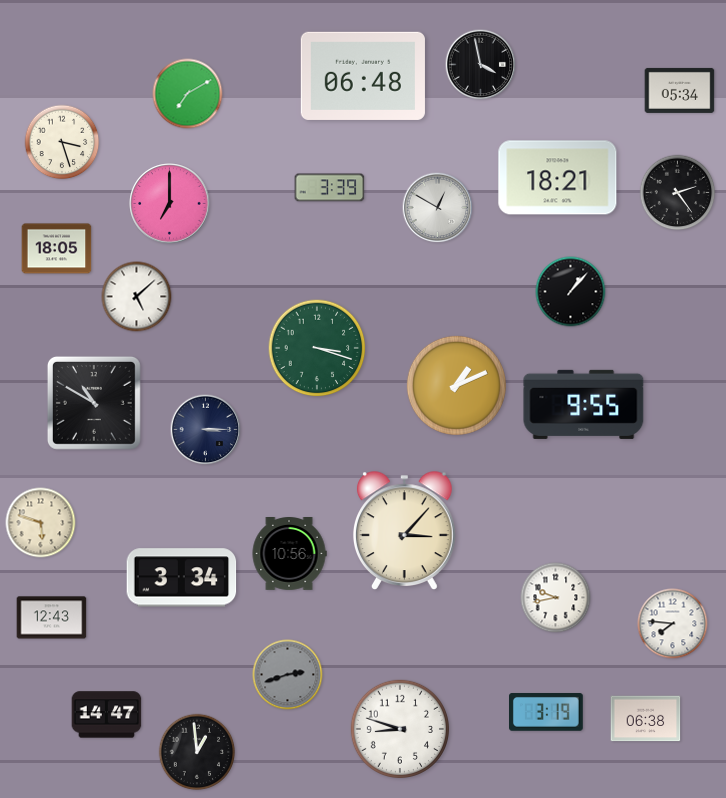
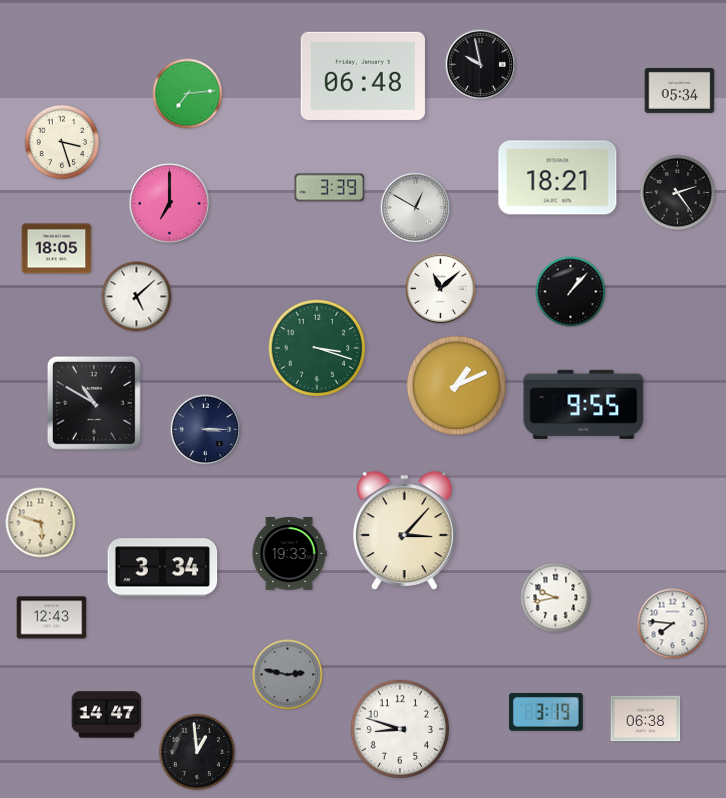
clock at (481, 65): 3:58 -> 9:58
clock at (188, 94): 7:10 -> 7:14
clock at (438, 208) position: (438, 208) -> (416, 208)
clock at (441, 289): none -> 11:08
clock at (289, 554): 10:56 -> 19:33
clock at (182, 578) position: (182, 578) -> (163, 568)
clock at (288, 675): 2:42 -> 2:47
